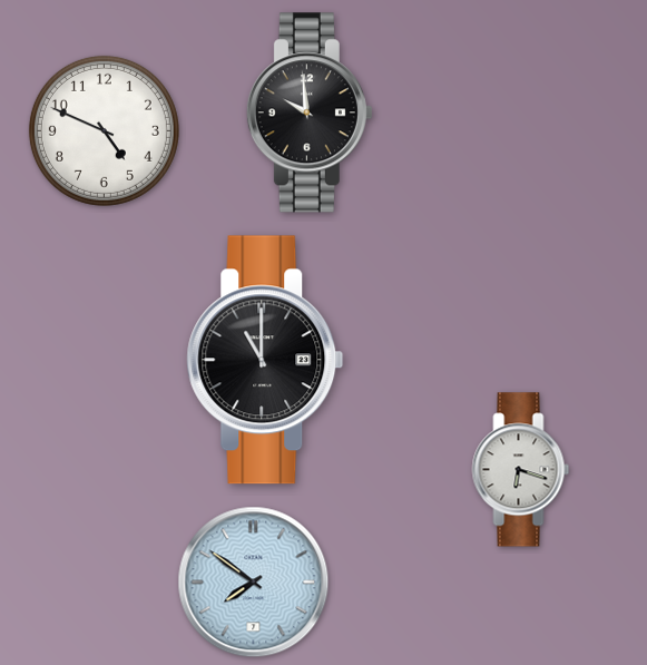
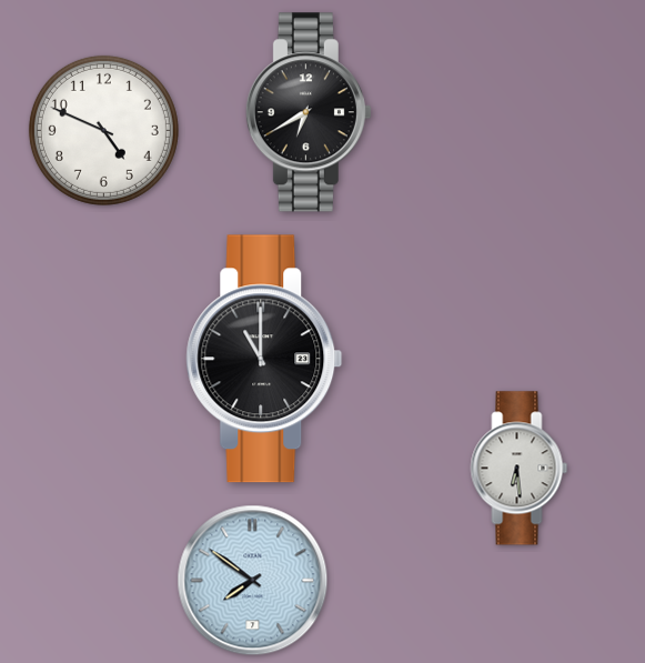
clock at (310, 113): 9:59 -> 6:40
clock at (521, 470): 6:18 -> 6:29
